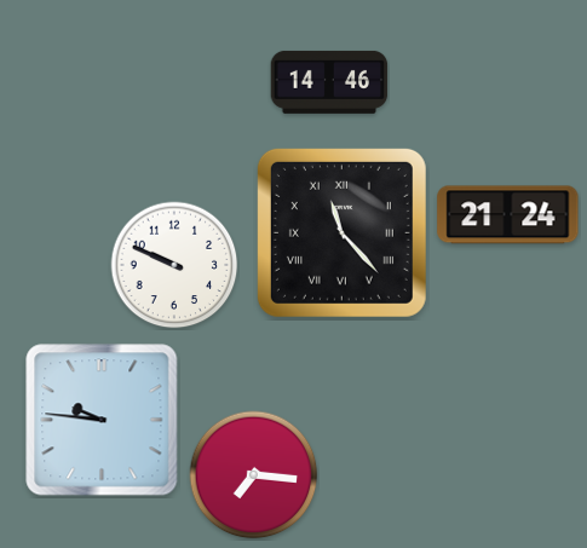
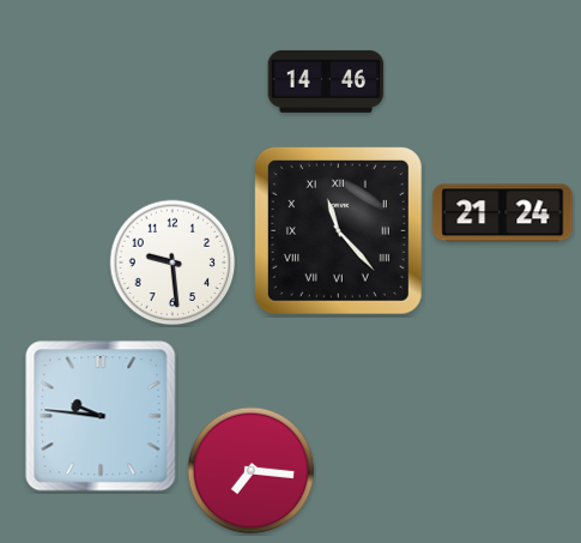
clock at (174, 265): 9:49 -> 9:29
